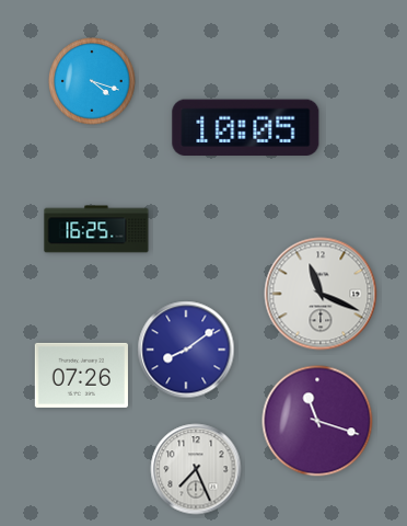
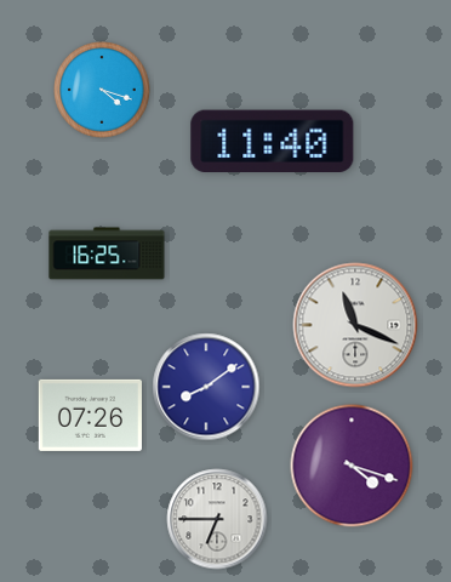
clock at (246, 127): 10:05 -> 11:40
clock at (317, 421): 11:18 -> 4:18
clock at (196, 469): 7:26 -> 6:45
